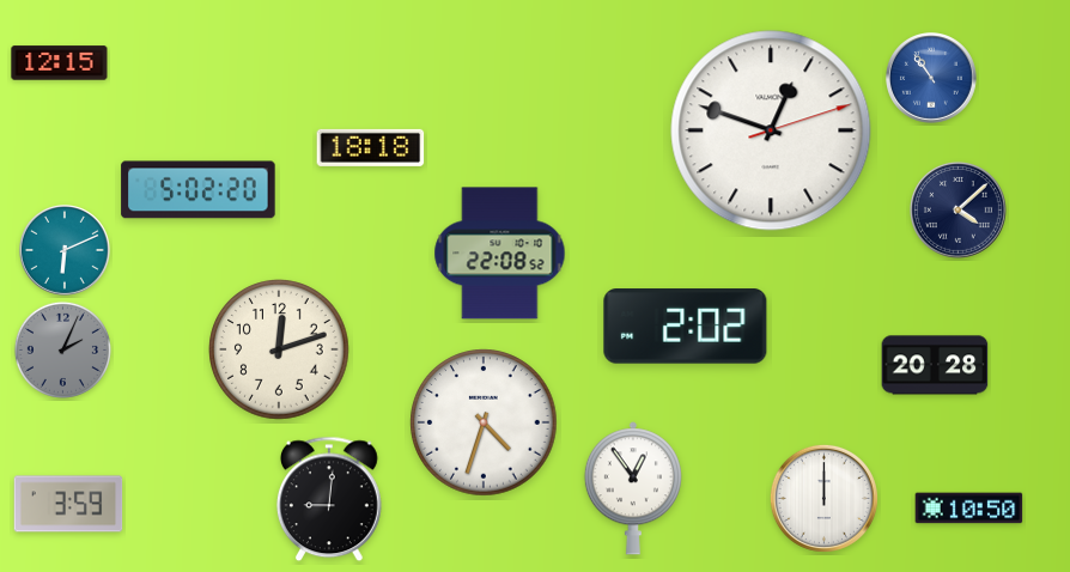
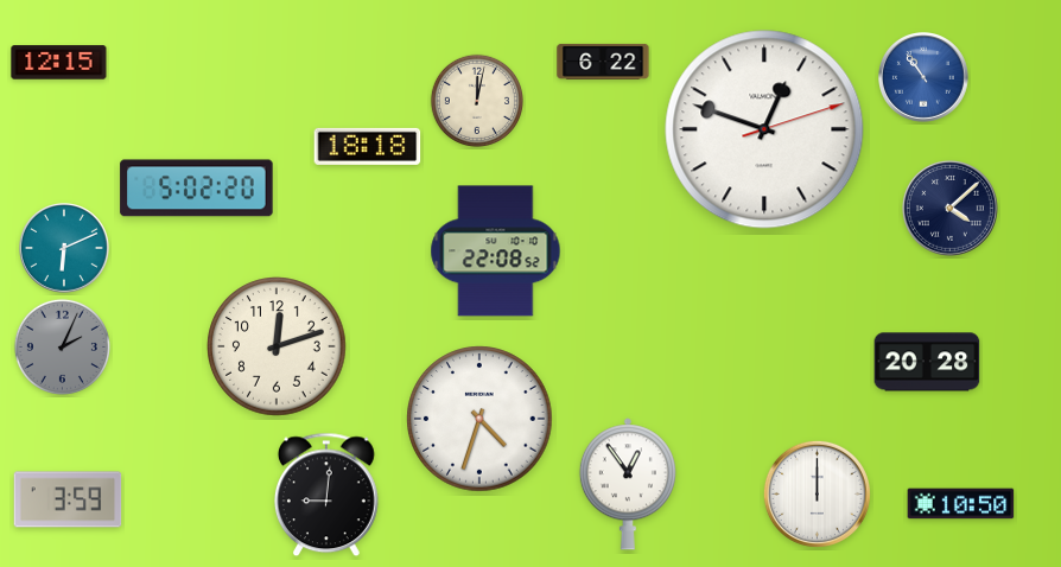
clock at (603, 62): none -> 6:22
clock at (477, 101): none -> 12:02
clock at (686, 327): 2:02 -> none
